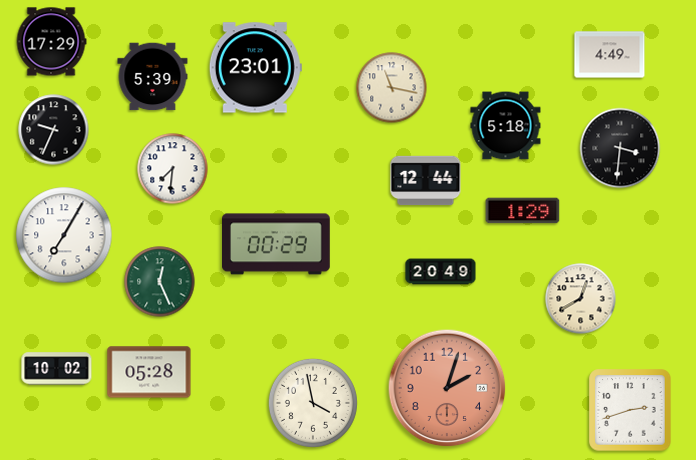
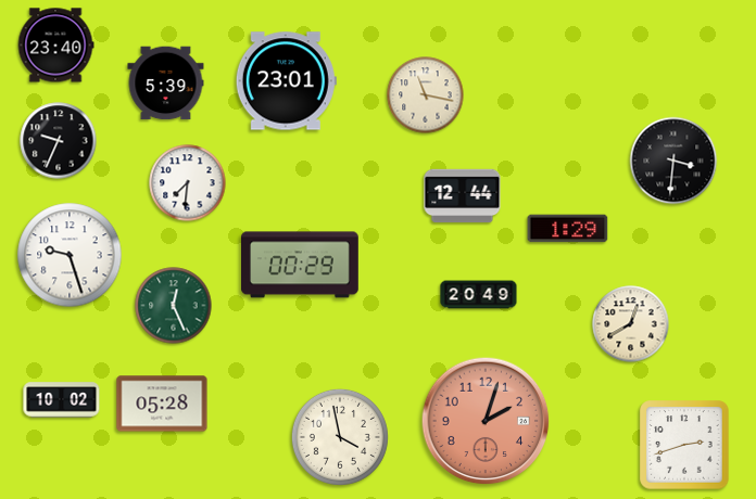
clock at (51, 42): 17:29 -> 23:40
clock at (610, 55): 4:49 -> none
clock at (255, 68) position: (255, 68) -> (286, 81)
clock at (506, 126): 5:18 -> none
clock at (64, 235): 7:05 -> 9:27
